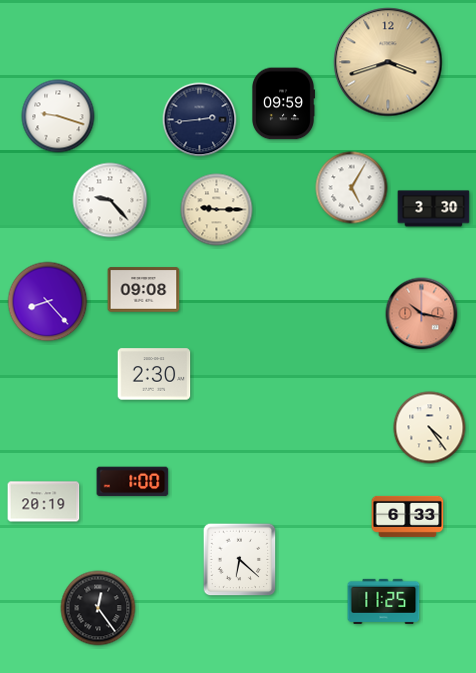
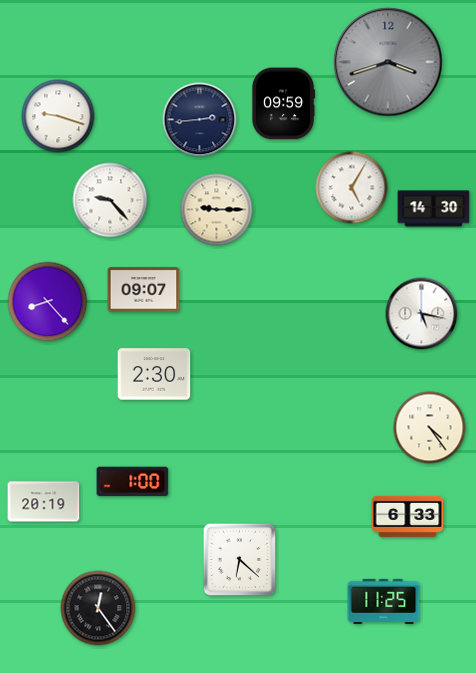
clock at (388, 62) dial: champagne -> grey
clock at (434, 209): 3:30 -> 14:30
clock at (144, 290): 09:08 -> 09:07
clock at (422, 314): 10:17 -> 5:17
clock at (422, 314) dial: salmon -> white
